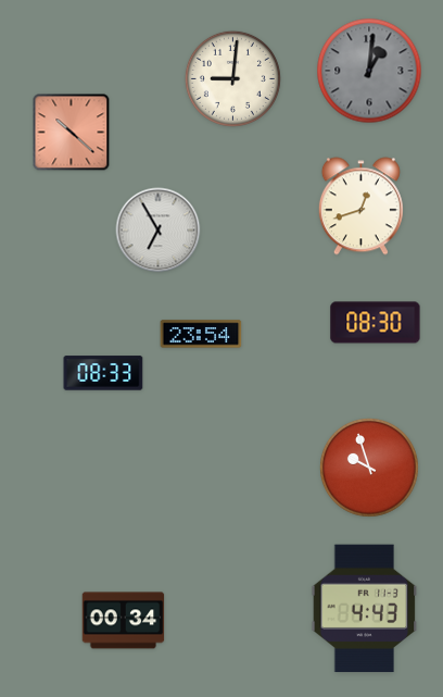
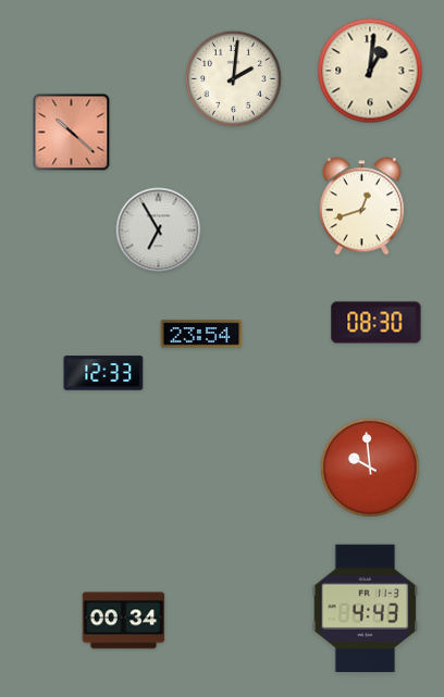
clock at (369, 71) dial: grey -> cream
clock at (232, 78): 9:01 -> 2:01
clock at (103, 373): 08:33 -> 12:33
clock at (370, 469): 9:57 -> 9:59
